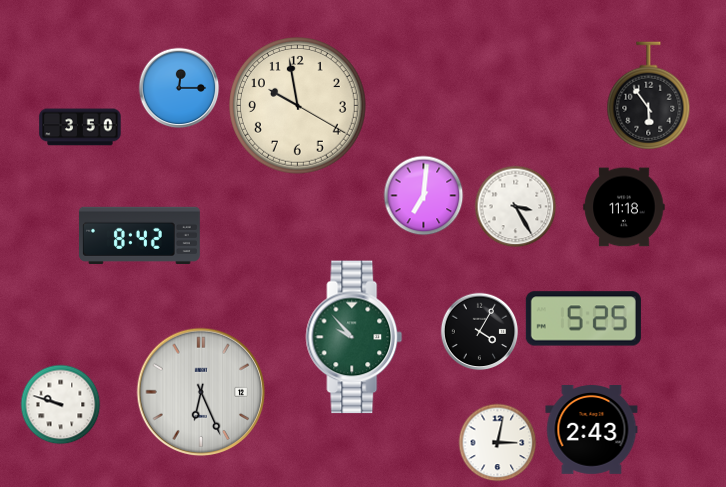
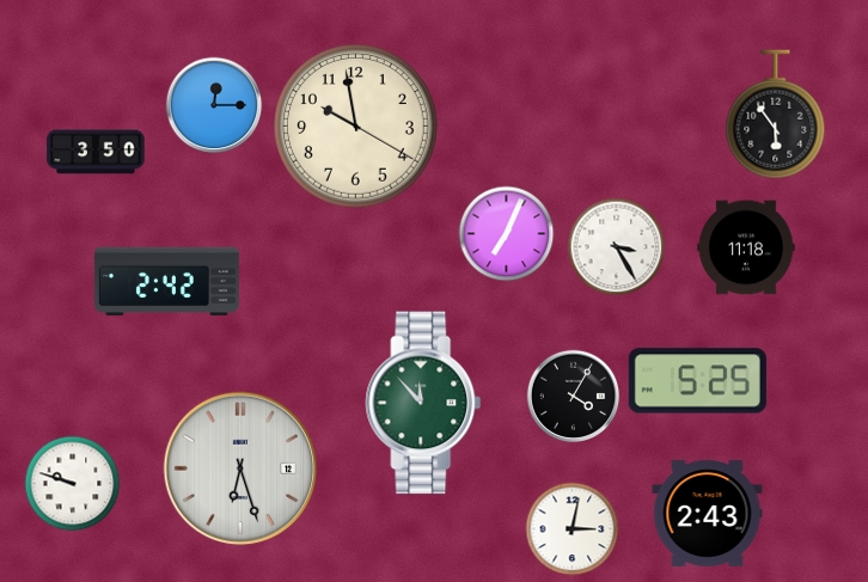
clock at (423, 195): 7:01 -> 7:04
clock at (139, 235): 8:42 -> 2:42
clock at (354, 337): 9:53 -> 11:53
clock at (201, 392): 6:26 -> 6:27
clock at (497, 442) position: (497, 442) -> (571, 528)
